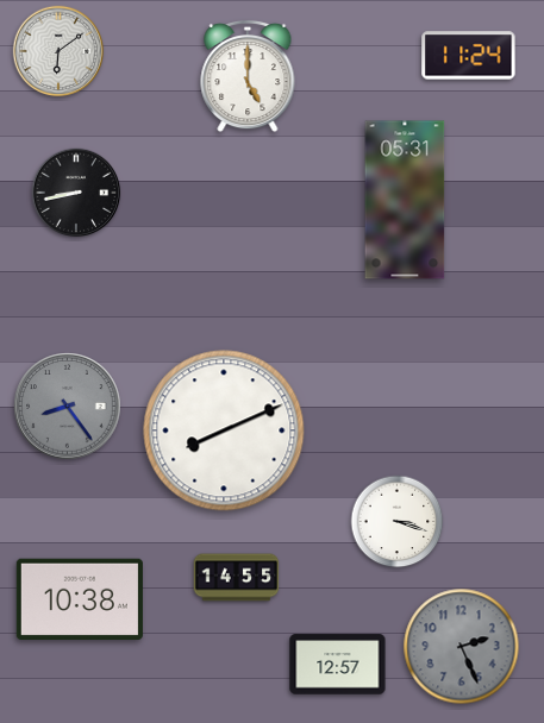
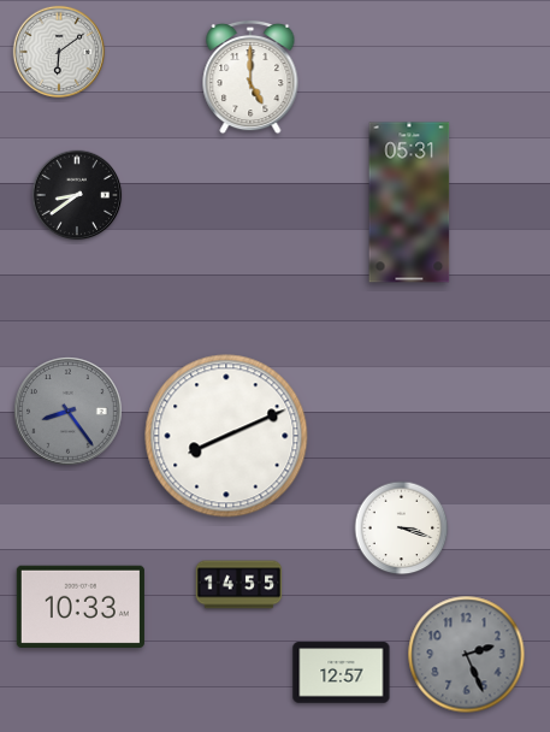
clock at (469, 56): 11:24 -> none
clock at (76, 193): 8:43 -> 8:39
clock at (80, 598): 10:38 -> 10:33
